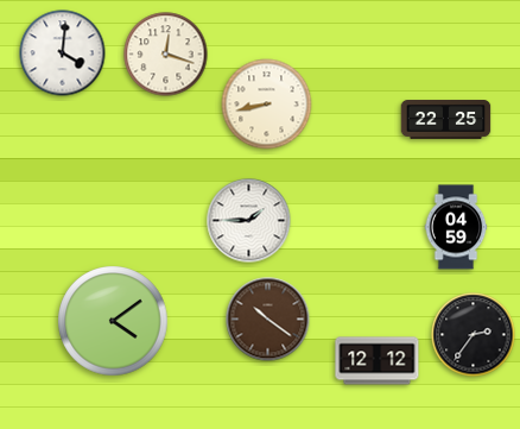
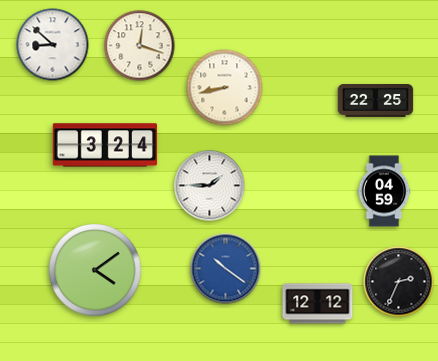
clock at (63, 53): 4:01 -> 8:52
clock at (105, 145): none -> 3:24
clock at (268, 320) dial: brown -> blue
clock at (474, 335): 2:36 -> 2:34
